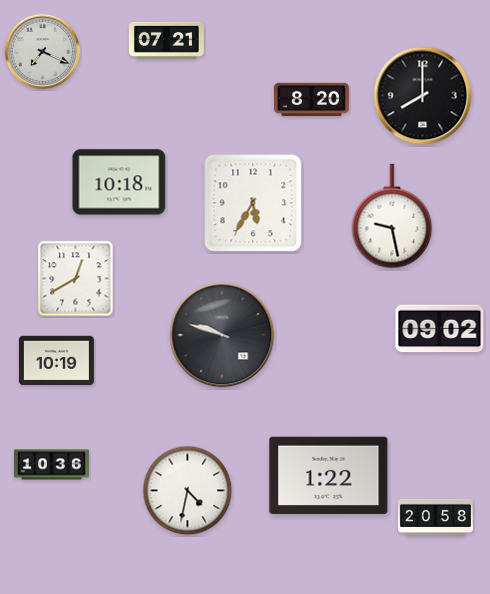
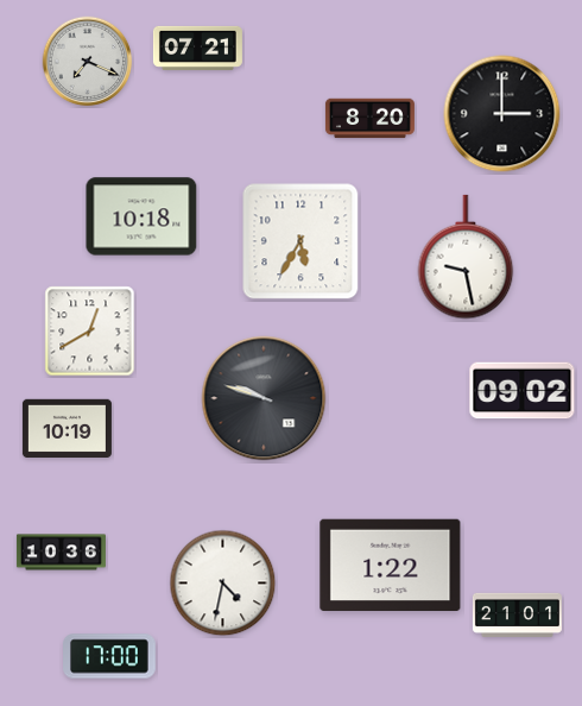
clock at (43, 52) position: (43, 52) -> (88, 62)
clock at (423, 96): 8:00 -> 3:00
clock at (435, 517): 20:58 -> 21:01
clock at (109, 656): none -> 17:00
